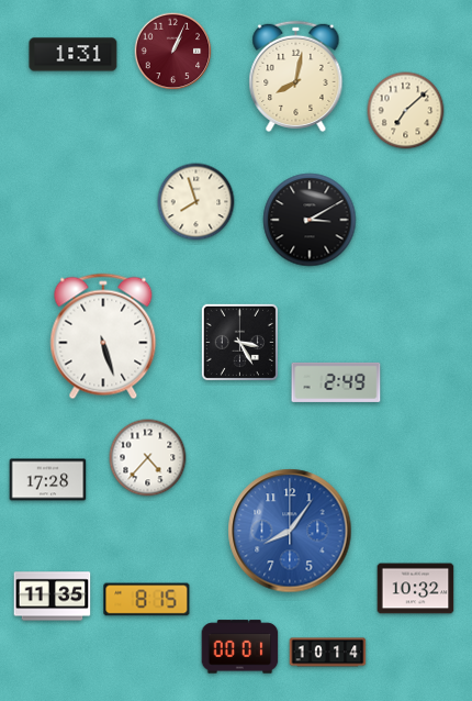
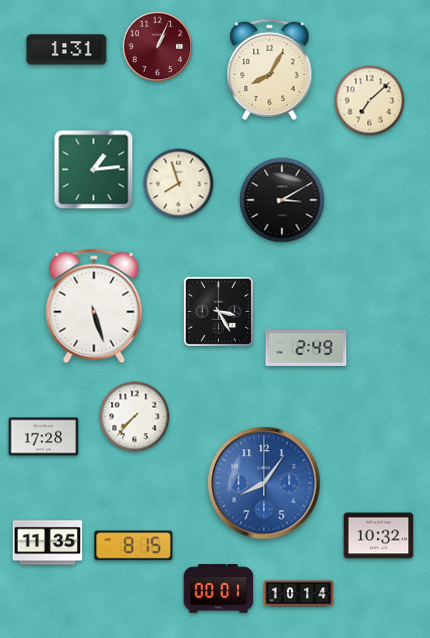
clock at (296, 76): 8:02 -> 8:05
clock at (94, 170): none -> 1:14
clock at (148, 458): 4:37 -> 7:37
